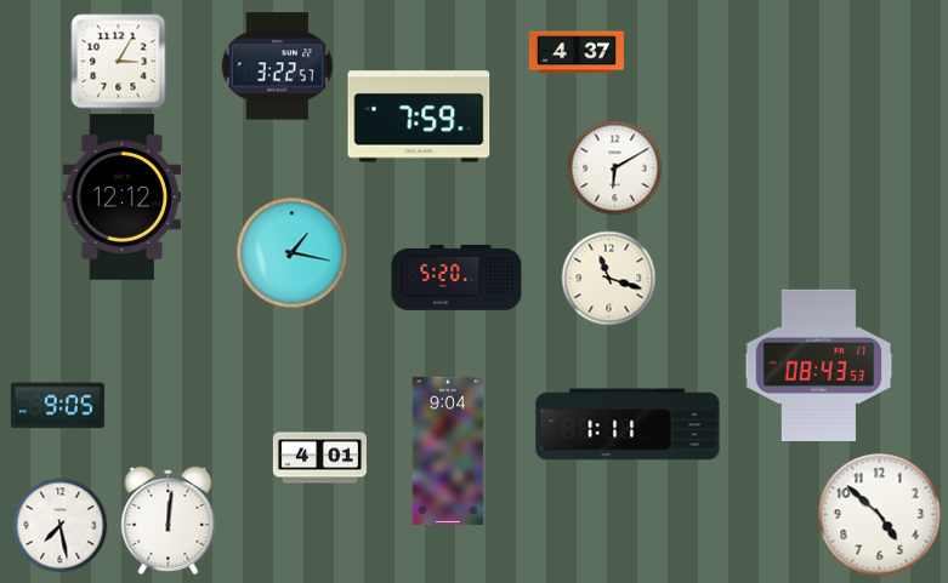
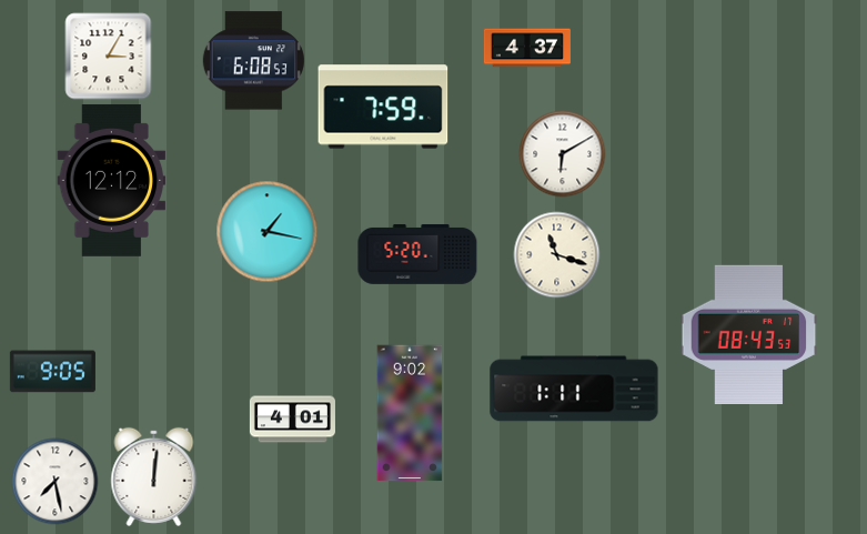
clock at (277, 67): 3:22 -> 6:08
clock at (448, 451): 9:04 -> 9:02
clock at (880, 515): 4:52 -> none
